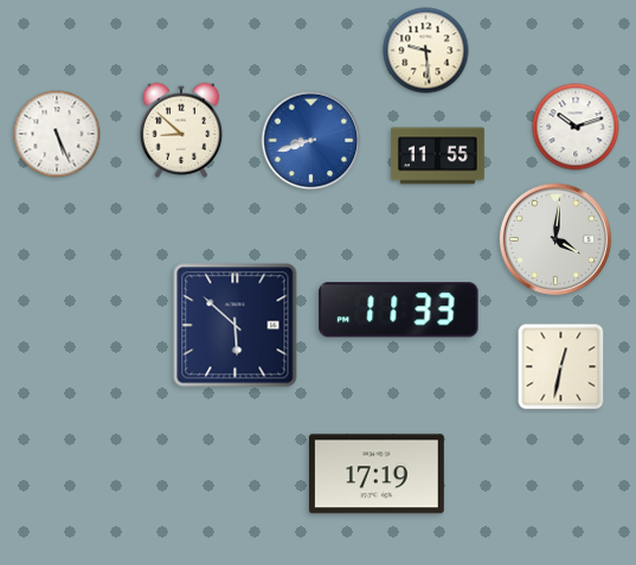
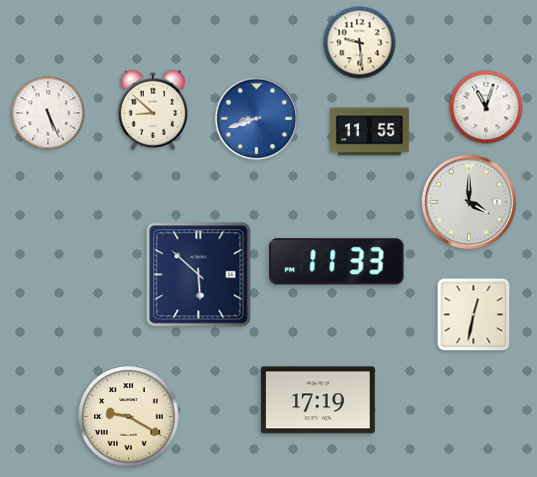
clock at (576, 127): 10:12 -> 11:03
clock at (311, 141) position: (311, 141) -> (257, 119)
clock at (555, 239): 4:01 -> 4:00
clock at (561, 367) position: (561, 367) -> (474, 315)
clock at (129, 417): none -> 9:20
